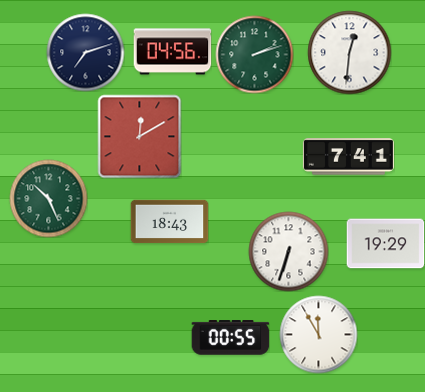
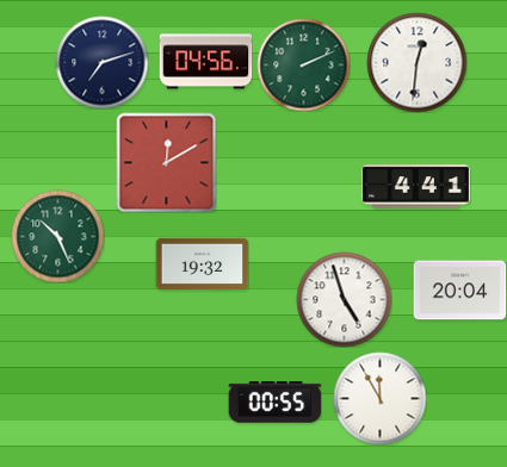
clock at (254, 54): 2:12 -> 2:11
clock at (348, 157): 7:41 -> 4:41
clock at (169, 222): 18:43 -> 19:32
clock at (385, 244): 19:29 -> 20:04
clock at (288, 251): 6:33 -> 4:57
